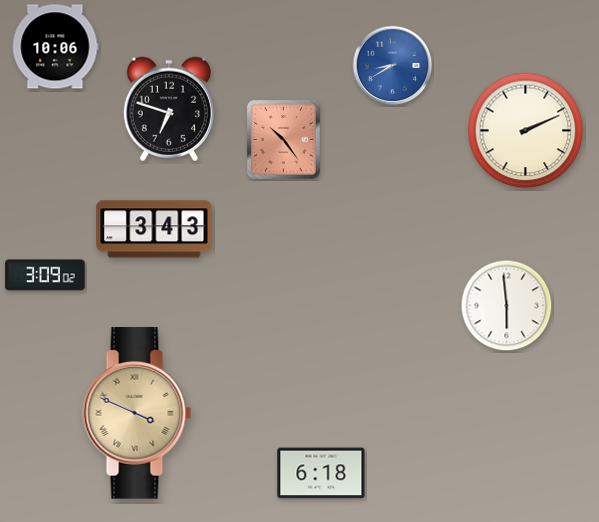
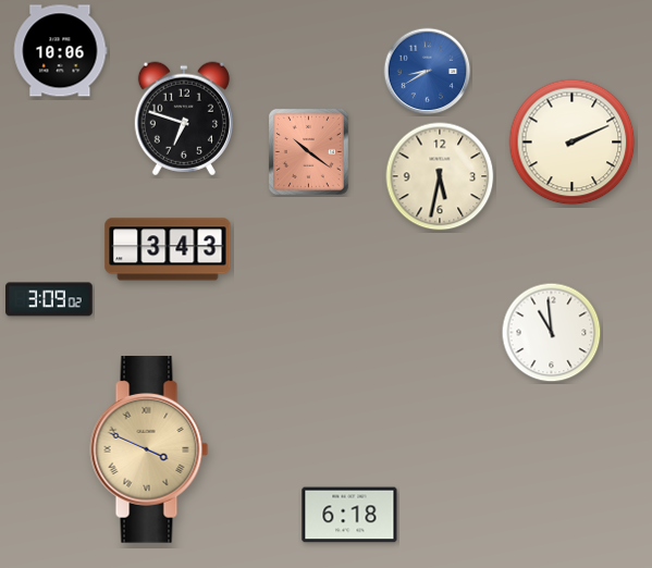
clock at (283, 139): 10:24 -> 10:21
clock at (440, 176): none -> 5:32
clock at (507, 306): 5:59 -> 10:59
